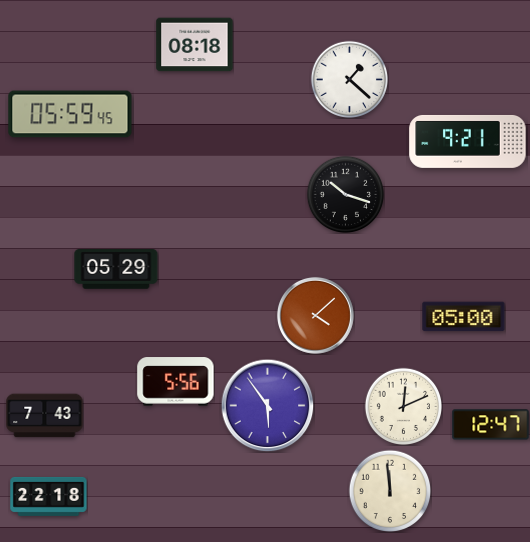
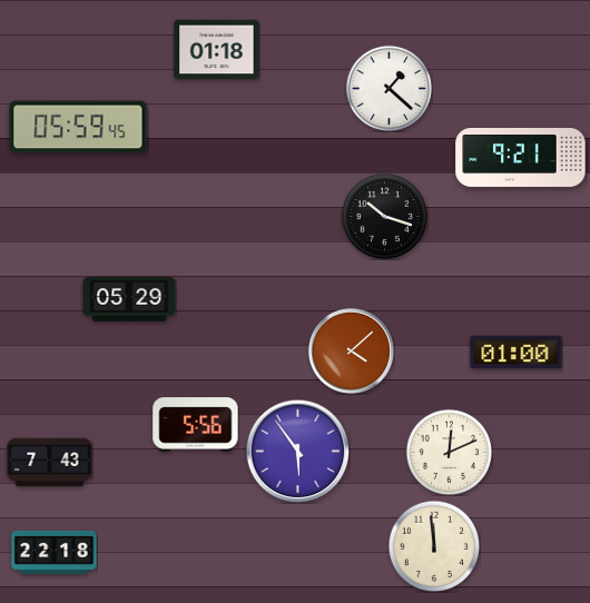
clock at (195, 45): 08:18 -> 01:18
clock at (464, 317): 05:00 -> 01:00
clock at (491, 425): 12:47 -> none
